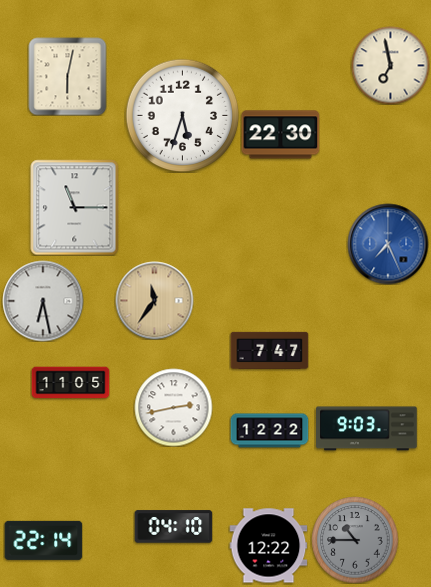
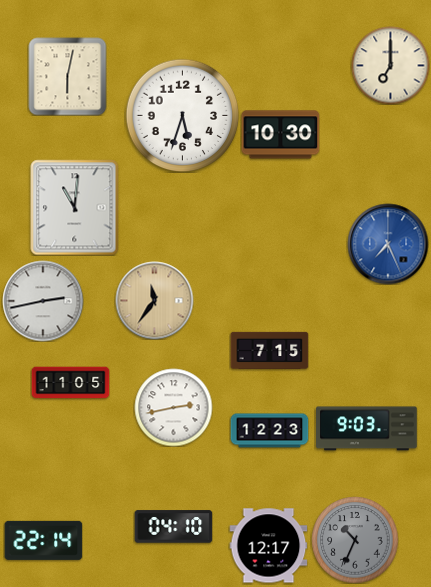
clock at (390, 65): 6:58 -> 7:00
clock at (280, 135): 22:30 -> 10:30
clock at (75, 207): 11:15 -> 11:01
clock at (43, 301): 6:28 -> 2:43
clock at (269, 350): 7:47 -> 7:15
clock at (269, 431): 12:22 -> 12:23
clock at (355, 540): 10:45 -> 10:34
clock at (268, 546): 12:22 -> 12:17
